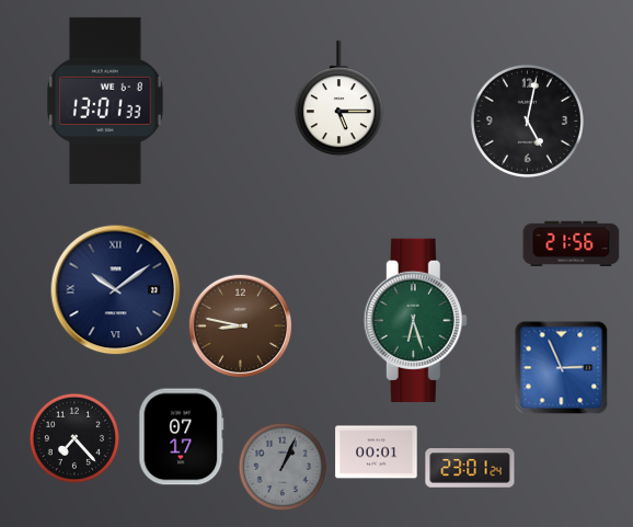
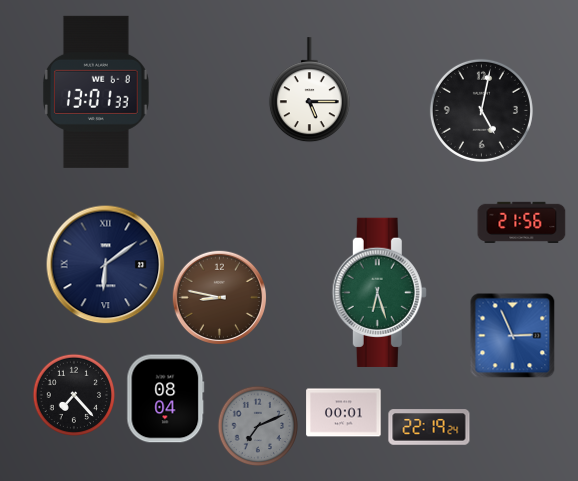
clock at (116, 290): 10:09 -> 6:09
clock at (182, 437): 07:17 -> 08:04
clock at (74, 438) position: (74, 438) -> (74, 395)
clock at (283, 467): 1:04 -> 7:11
clock at (470, 468): 23:01 -> 22:19
